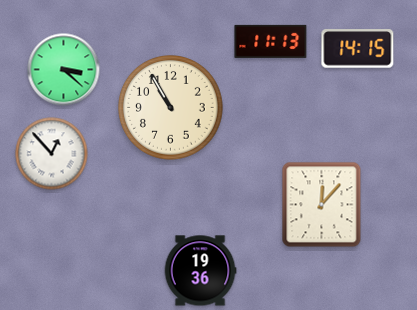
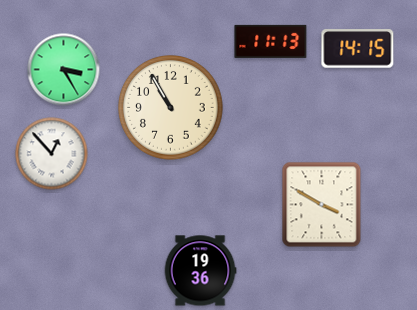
clock at (64, 70): 3:22 -> 3:25
clock at (322, 205): 12:07 -> 3:50
